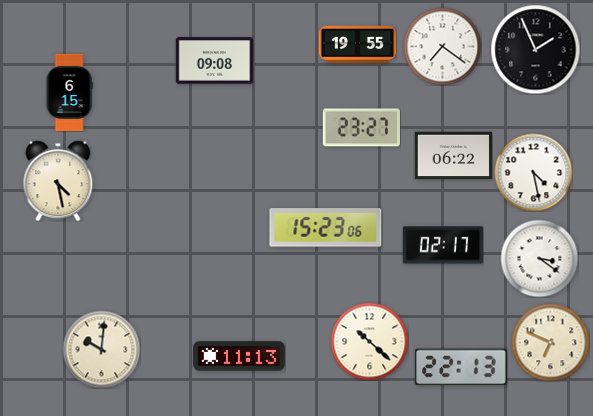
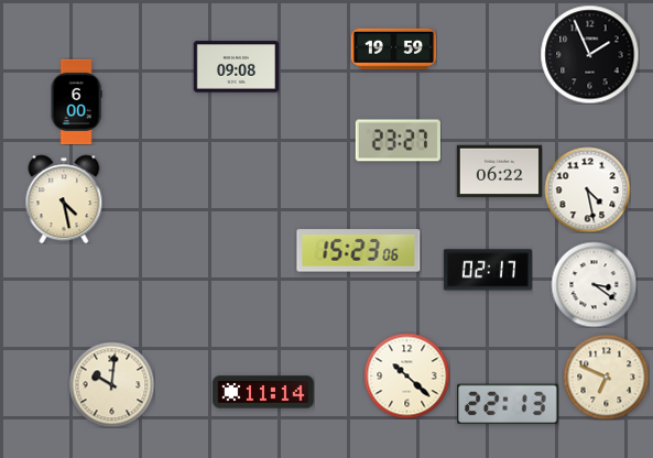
clock at (357, 45): 19:55 -> 19:59
clock at (442, 46): 7:21 -> none
clock at (69, 92): 6:15 -> 6:00
clock at (239, 356): 11:13 -> 11:14
